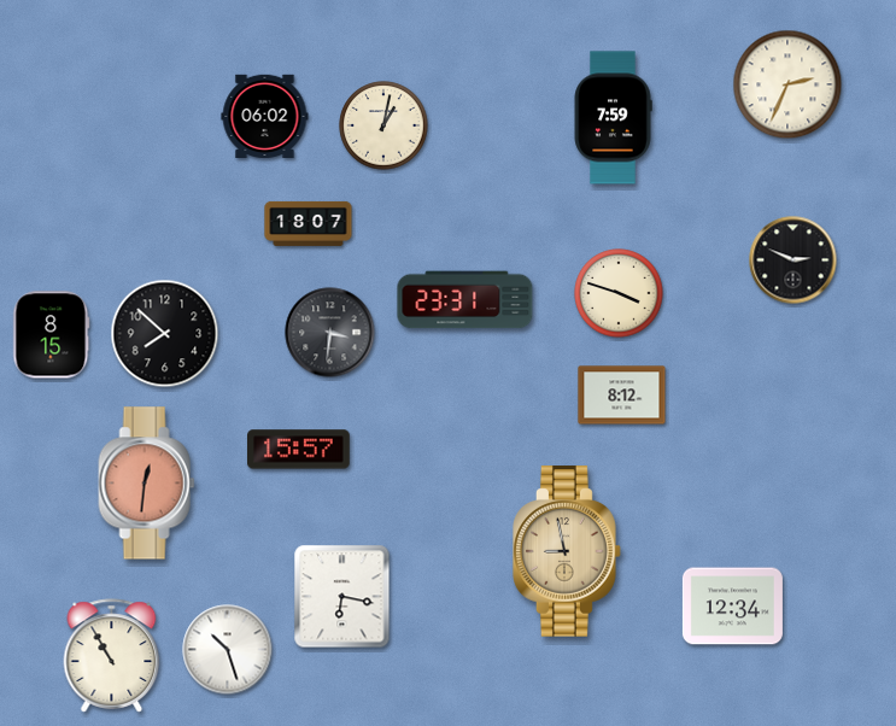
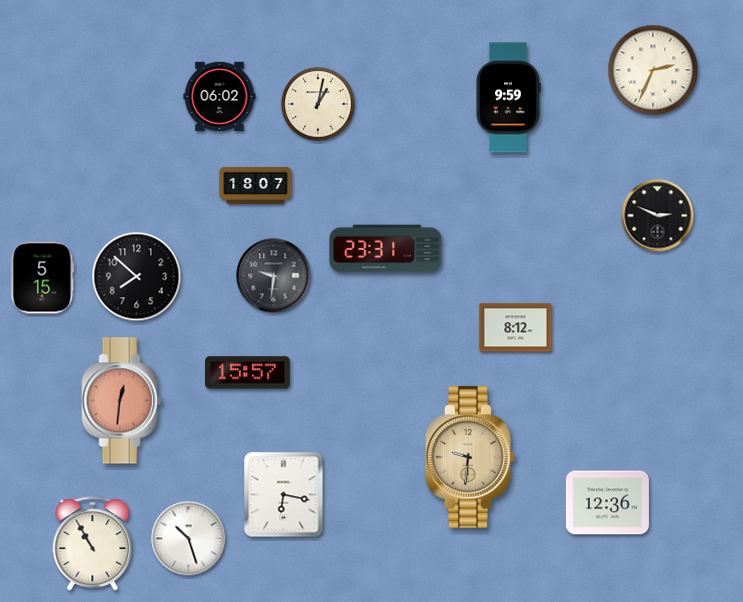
clock at (613, 118): 7:59 -> 9:59
clock at (619, 293): 3:48 -> none
clock at (330, 333): 3:31 -> 9:31
clock at (52, 335): 8:15 -> 5:15
clock at (567, 551): 8:58 -> 9:31
clock at (732, 607): 12:34 -> 12:36
